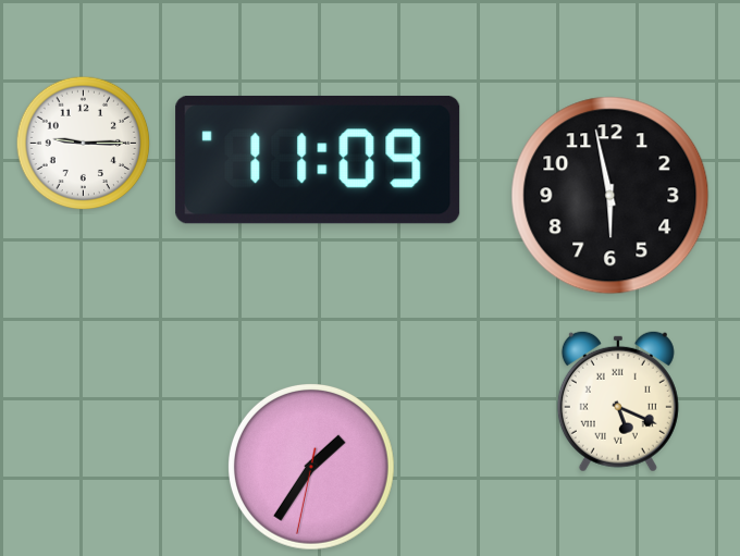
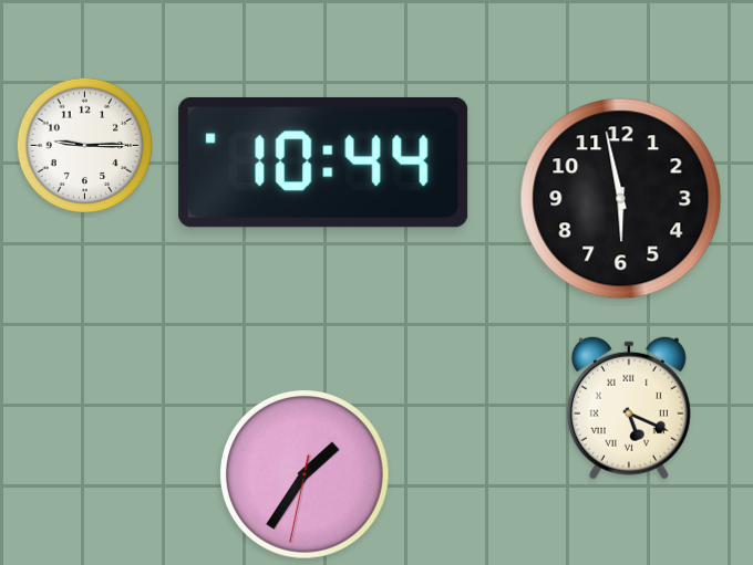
clock at (318, 160): 11:09 -> 10:44
clock at (312, 468) position: (312, 468) -> (306, 475)
